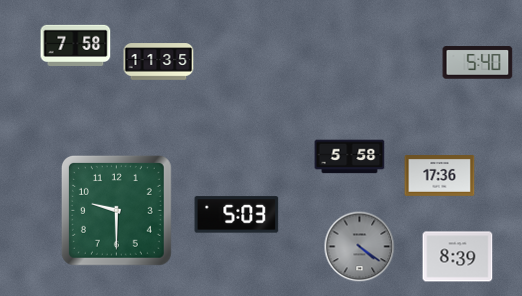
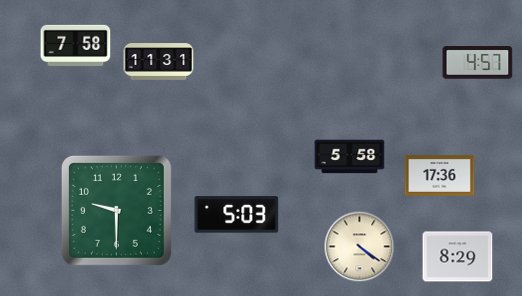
clock at (159, 62): 11:35 -> 11:31
clock at (478, 63): 5:40 -> 4:57
clock at (360, 247) dial: grey -> cream
clock at (458, 257): 8:39 -> 8:29
